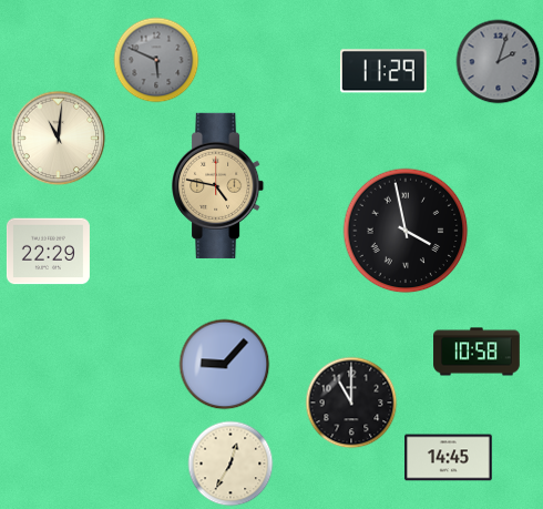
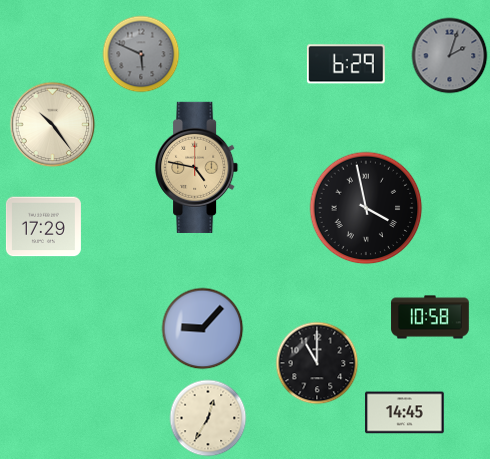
clock at (383, 71): 11:29 -> 6:29
clock at (59, 139): 11:01 -> 10:24
clock at (48, 252): 22:29 -> 17:29
